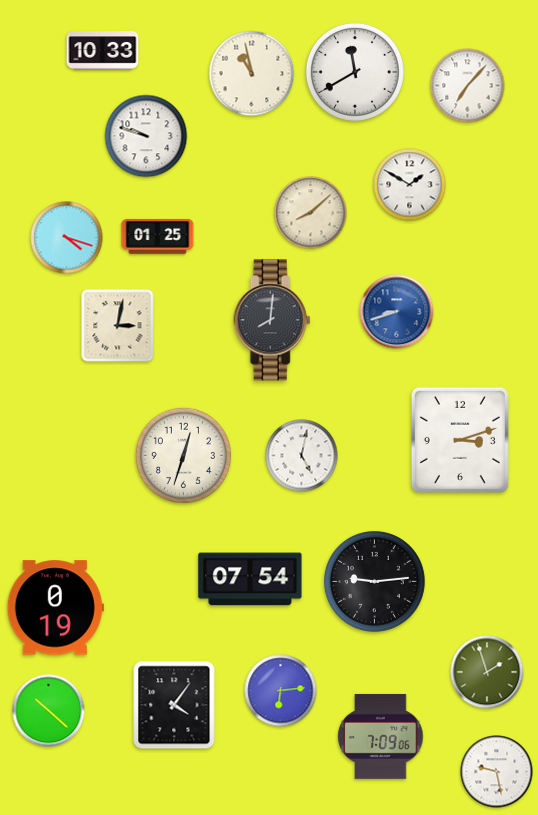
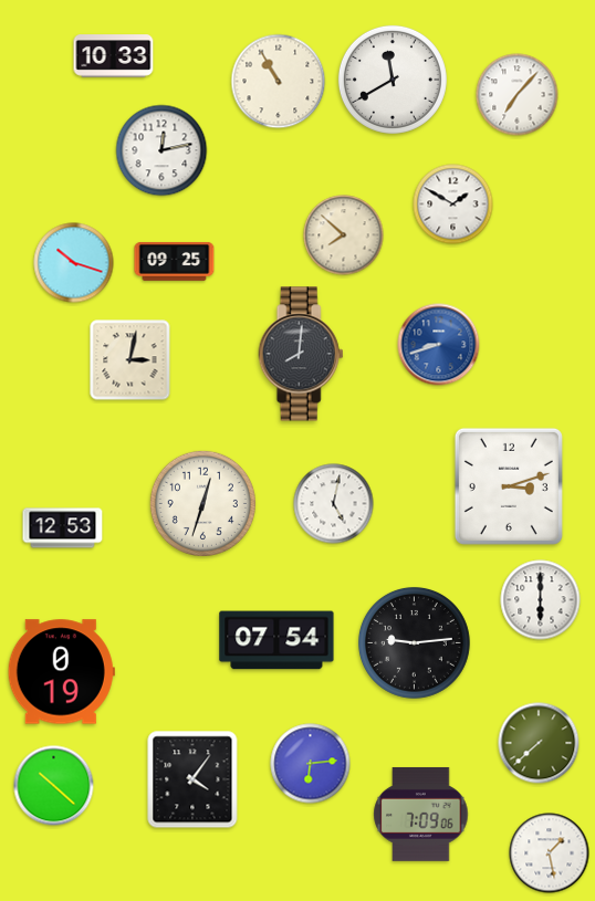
clock at (252, 74): 10:58 -> 10:55
clock at (146, 136): 9:48 -> 12:13
clock at (311, 213): 8:08 -> 7:52
clock at (158, 236): 01:25 -> 09:25
clock at (67, 238): 4:18 -> 10:18
clock at (63, 528): none -> 12:53
clock at (541, 600): none -> 6:00
clock at (487, 672): 1:57 -> 7:38
clock at (497, 772): 9:28 -> 1:28
